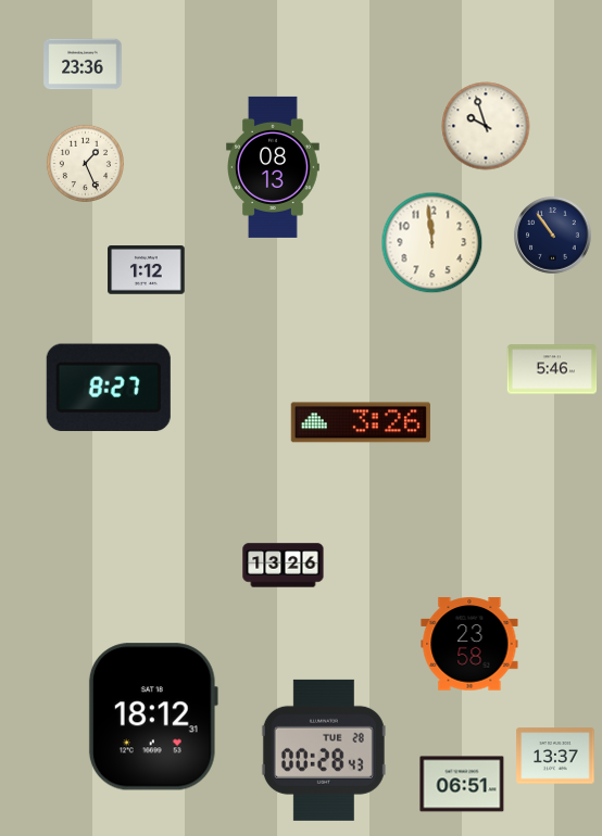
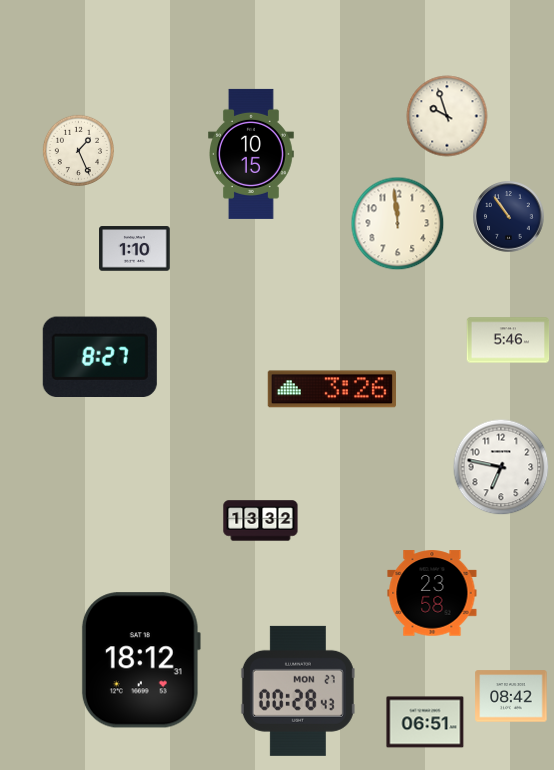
clock at (83, 64): 23:36 -> none
clock at (274, 167): 08:13 -> 10:15
clock at (147, 270): 1:12 -> 1:10
clock at (501, 467): none -> 6:47
clock at (284, 566): 13:26 -> 13:32
clock at (324, 750) date: TUE 28 -> MON 27
clock at (555, 756): 13:37 -> 08:42
